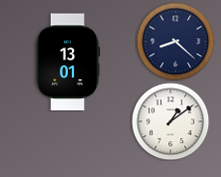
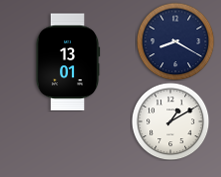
clock at (175, 41): 8:22 -> 8:20
clock at (170, 121): 1:09 -> 1:10
